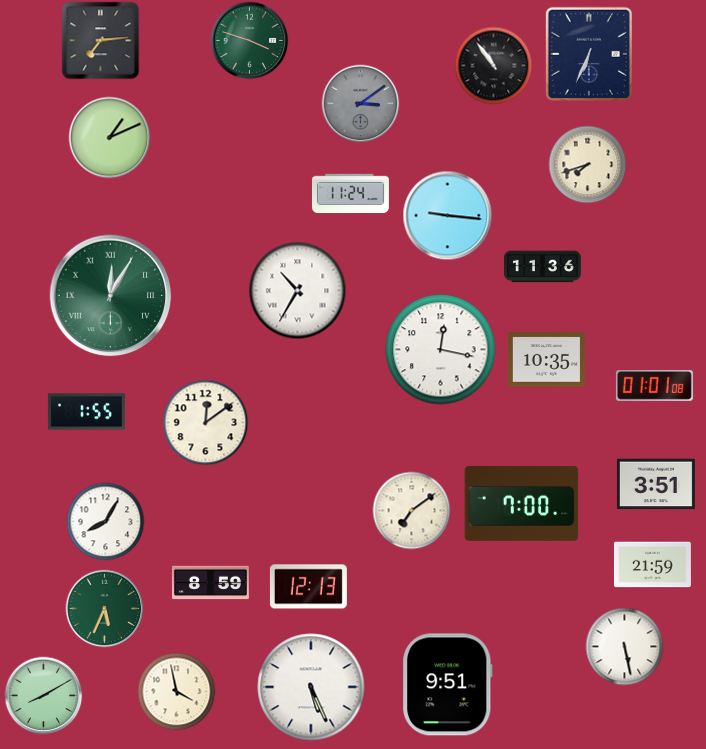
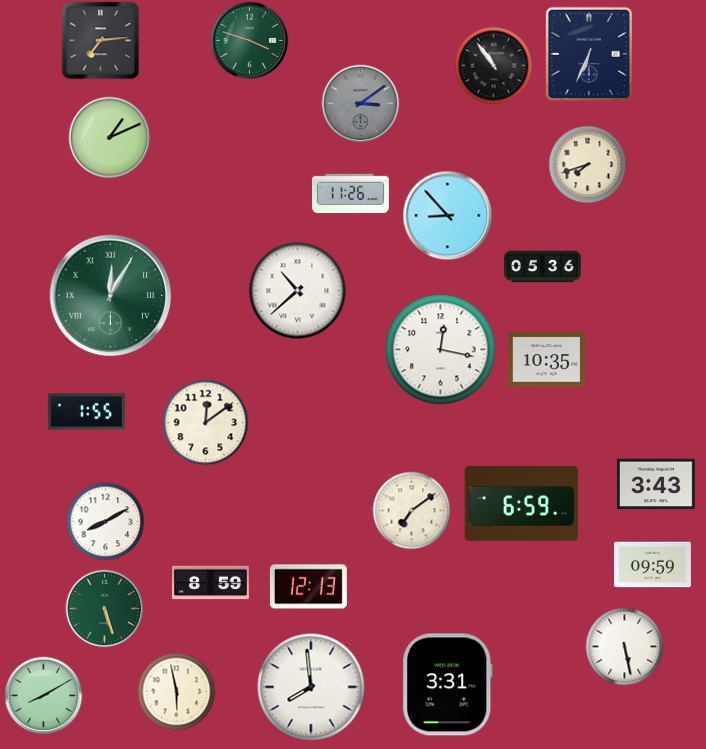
clock at (350, 194): 11:24 -> 11:26
clock at (447, 215): 9:16 -> 8:53
clock at (542, 267): 11:36 -> 05:36
clock at (297, 290): 10:35 -> 10:38
clock at (654, 386): 01:01 -> none
clock at (656, 484): 3:51 -> 3:43
clock at (522, 504): 7:00 -> 6:59
clock at (105, 521): 8:05 -> 8:10
clock at (652, 565): 21:59 -> 09:59
clock at (104, 608): 5:34 -> 5:27
clock at (448, 685): 9:51 -> 3:31
clock at (311, 687): 5:26 -> 7:59
clock at (176, 691): 3:58 -> 5:58
